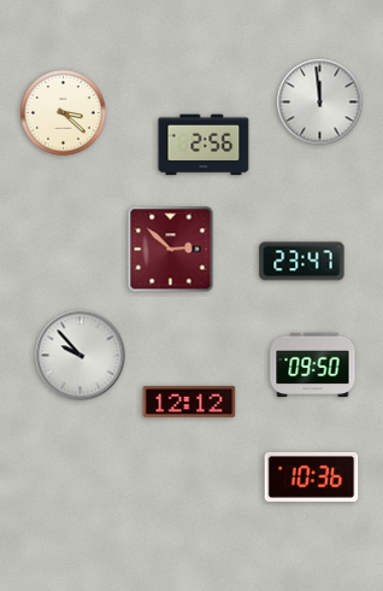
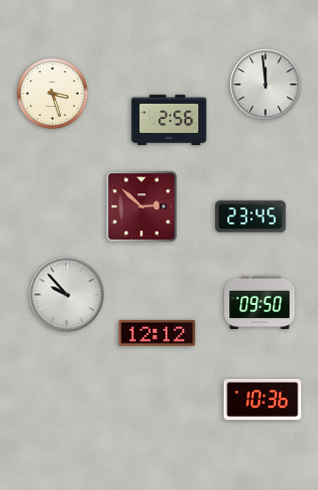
clock at (64, 113): 3:22 -> 3:27
clock at (302, 262): 23:47 -> 23:45
clock at (312, 476) position: (312, 476) -> (263, 399)
